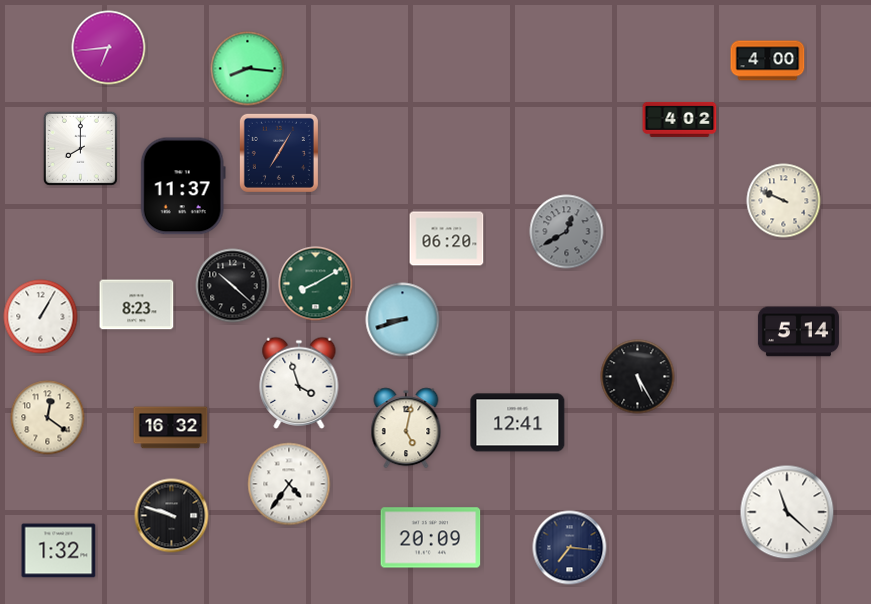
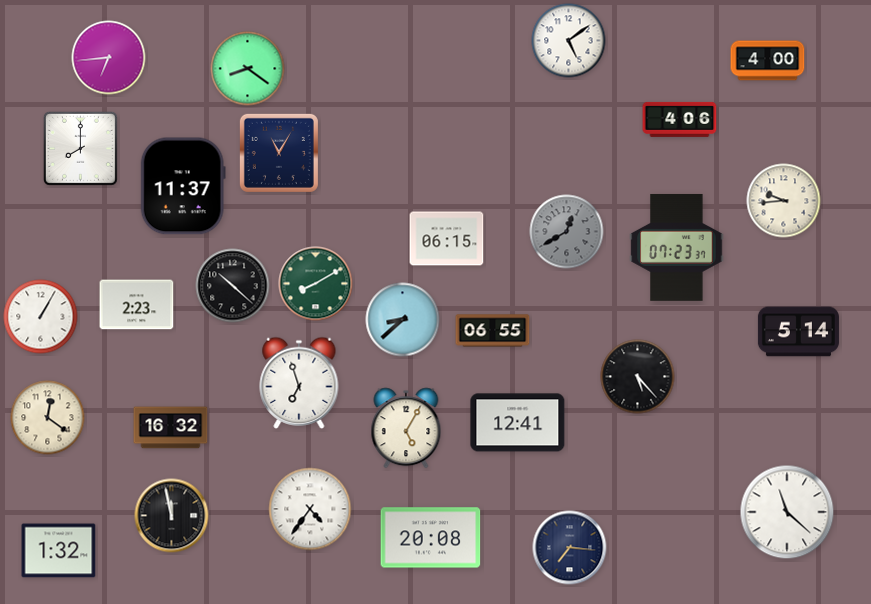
clock at (569, 41): none -> 5:09
clock at (109, 48) position: (109, 48) -> (109, 58)
clock at (248, 69): 8:16 -> 8:21
clock at (680, 119): 4:02 -> 4:06
clock at (279, 153): 7:05 -> 11:05
clock at (784, 201): 9:49 -> 9:44
clock at (447, 239): 06:20 -> 06:15
clock at (677, 247): none -> 07:23
clock at (137, 305): 8:23 -> 2:23
clock at (403, 320): 8:42 -> 8:38
clock at (493, 331): none -> 06:55
clock at (638, 377): 5:25 -> 5:23
clock at (299, 383): 3:57 -> 6:57
clock at (406, 428): 5:02 -> 5:05
clock at (289, 484) position: (289, 484) -> (310, 509)
clock at (172, 516): 9:48 -> 11:58
clock at (431, 538): 20:09 -> 20:08
